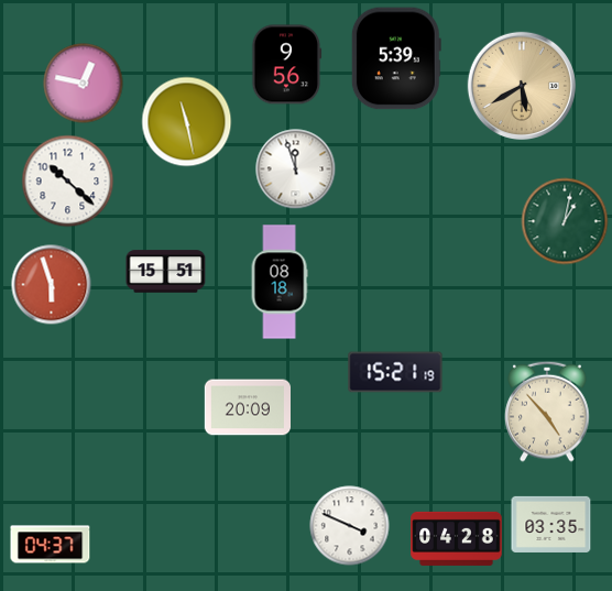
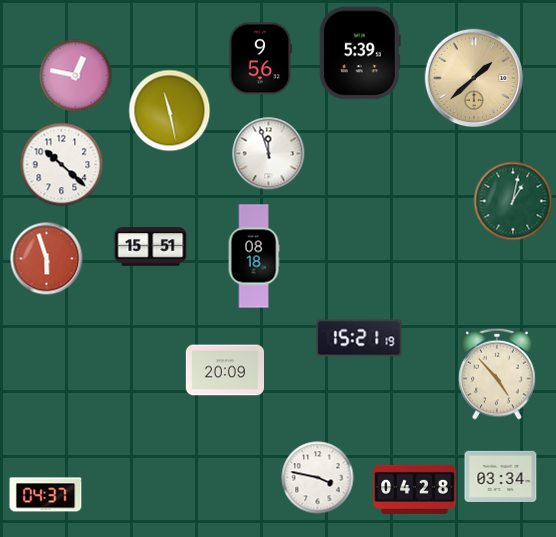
clock at (521, 85): 5:40 -> 1:38
clock at (551, 524): 03:35 -> 03:34
clock at (350, 526): 3:49 -> 3:47
